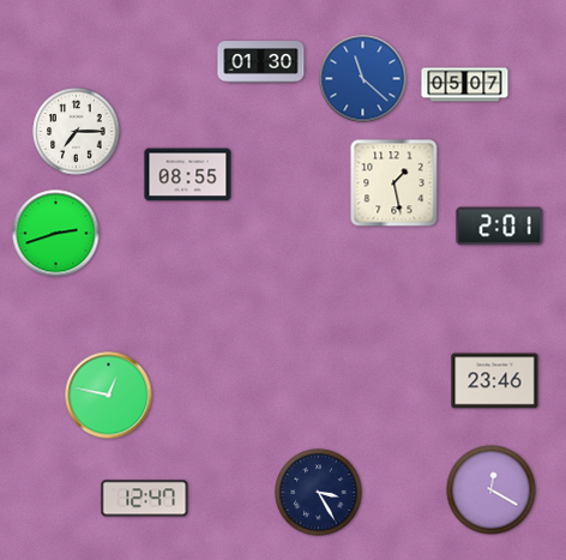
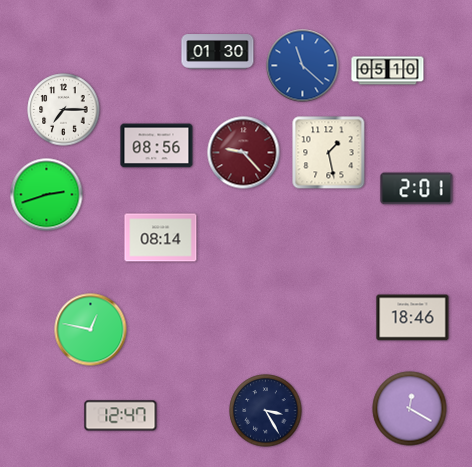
clock at (465, 85): 05:07 -> 05:10
clock at (188, 175): 08:55 -> 08:56
clock at (244, 153): none -> 9:23
clock at (161, 238): none -> 08:14
clock at (495, 381): 23:46 -> 18:46
